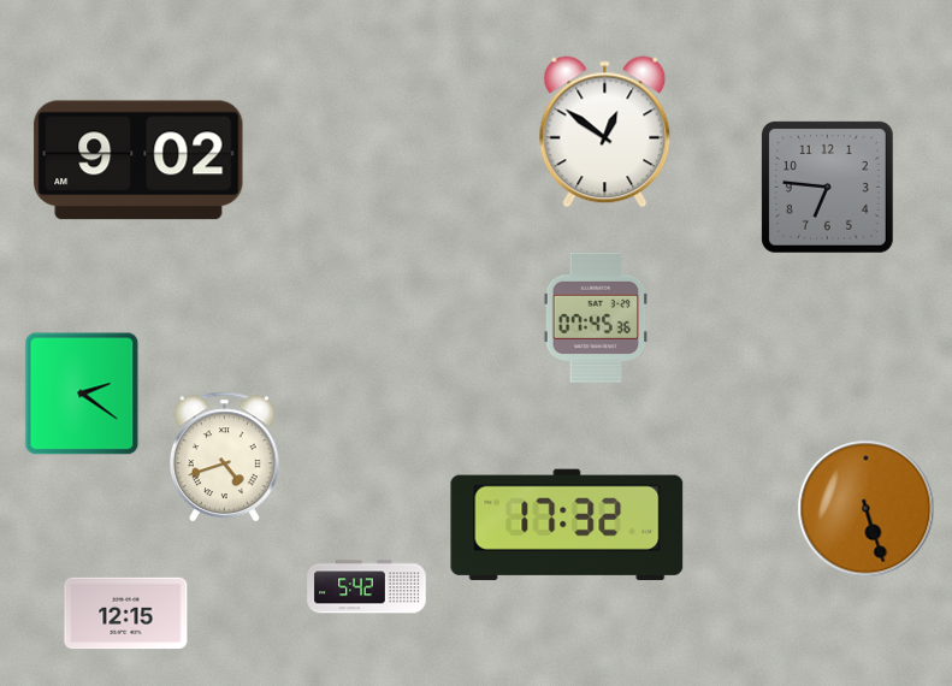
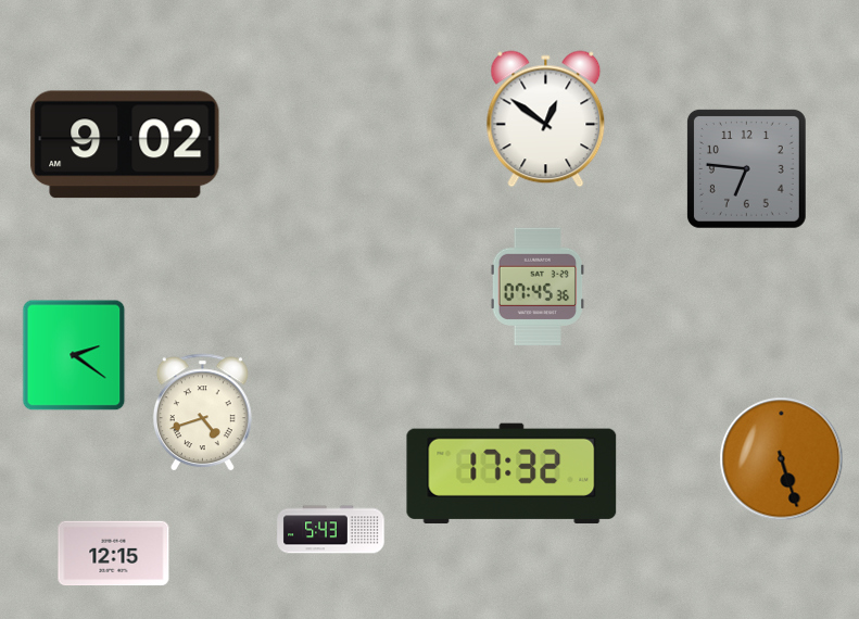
clock at (367, 587): 5:42 -> 5:43
